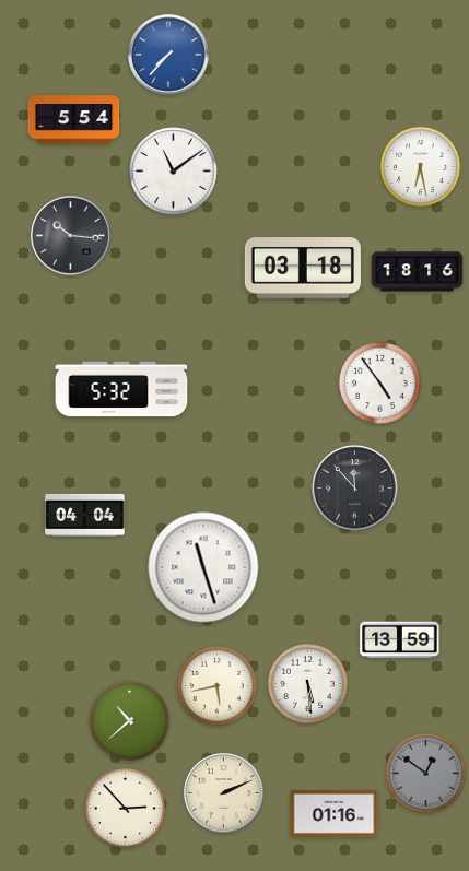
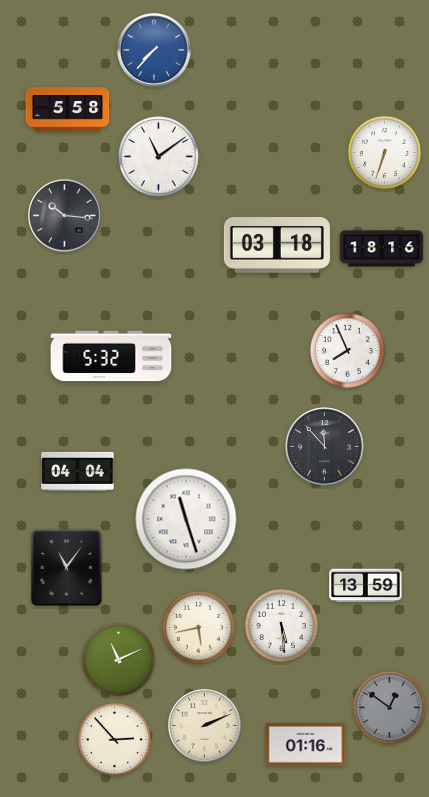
clock at (74, 120): 5:54 -> 5:58
clock at (420, 166): 6:28 -> 6:33
clock at (379, 382): 4:54 -> 7:56
clock at (67, 568): none -> 11:06
clock at (129, 720): 10:38 -> 11:11
